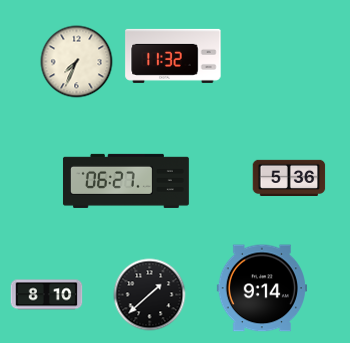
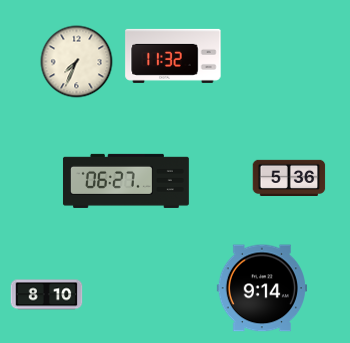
clock at (150, 295): 1:38 -> none
